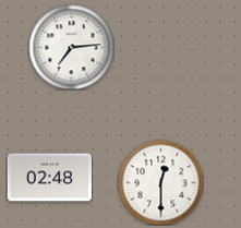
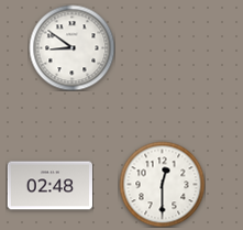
clock at (71, 47): 7:14 -> 8:51
clock at (49, 178) position: (49, 178) -> (49, 186)
